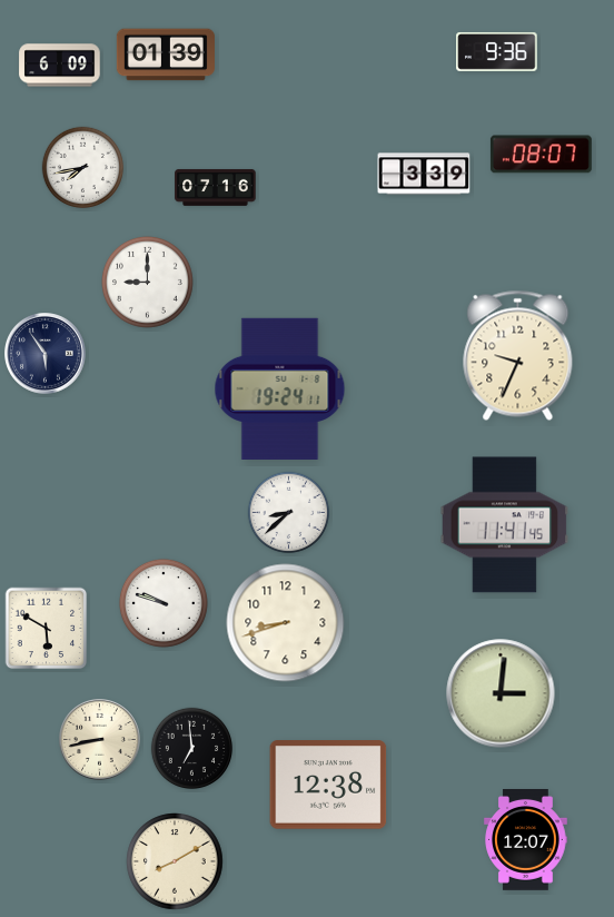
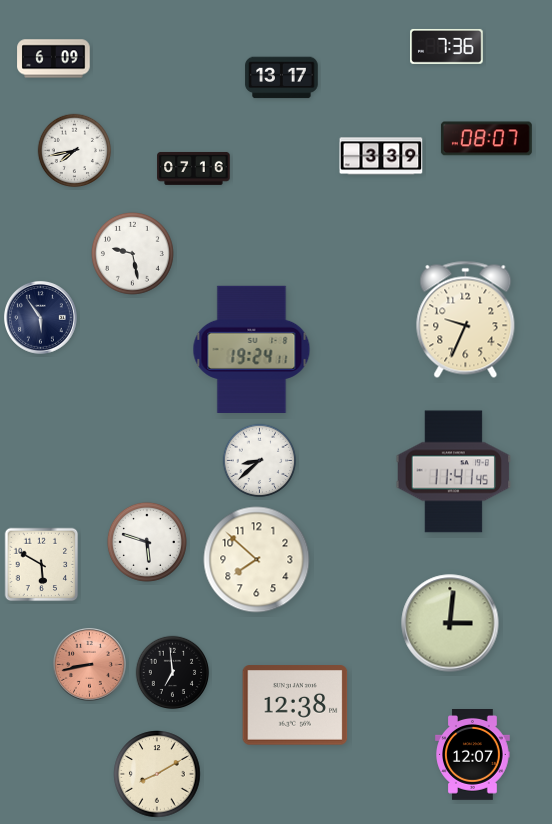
clock at (497, 51): 9:36 -> 7:36
clock at (166, 55): 01:39 -> none
clock at (282, 78): none -> 13:17
clock at (148, 282): 9:00 -> 9:28
clock at (164, 603): 9:48 -> 5:48
clock at (286, 623): 8:42 -> 7:52
clock at (100, 740) dial: cream -> salmon
